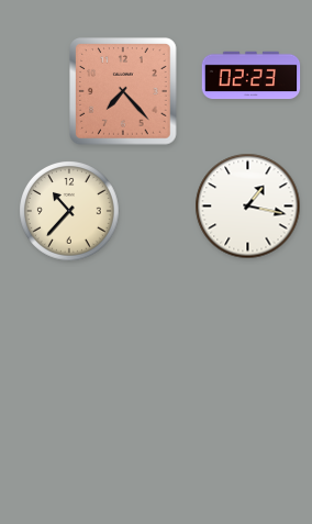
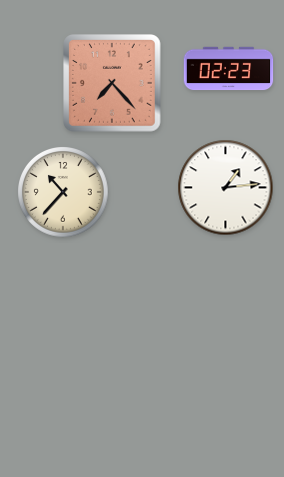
clock at (248, 207): 1:17 -> 1:14
